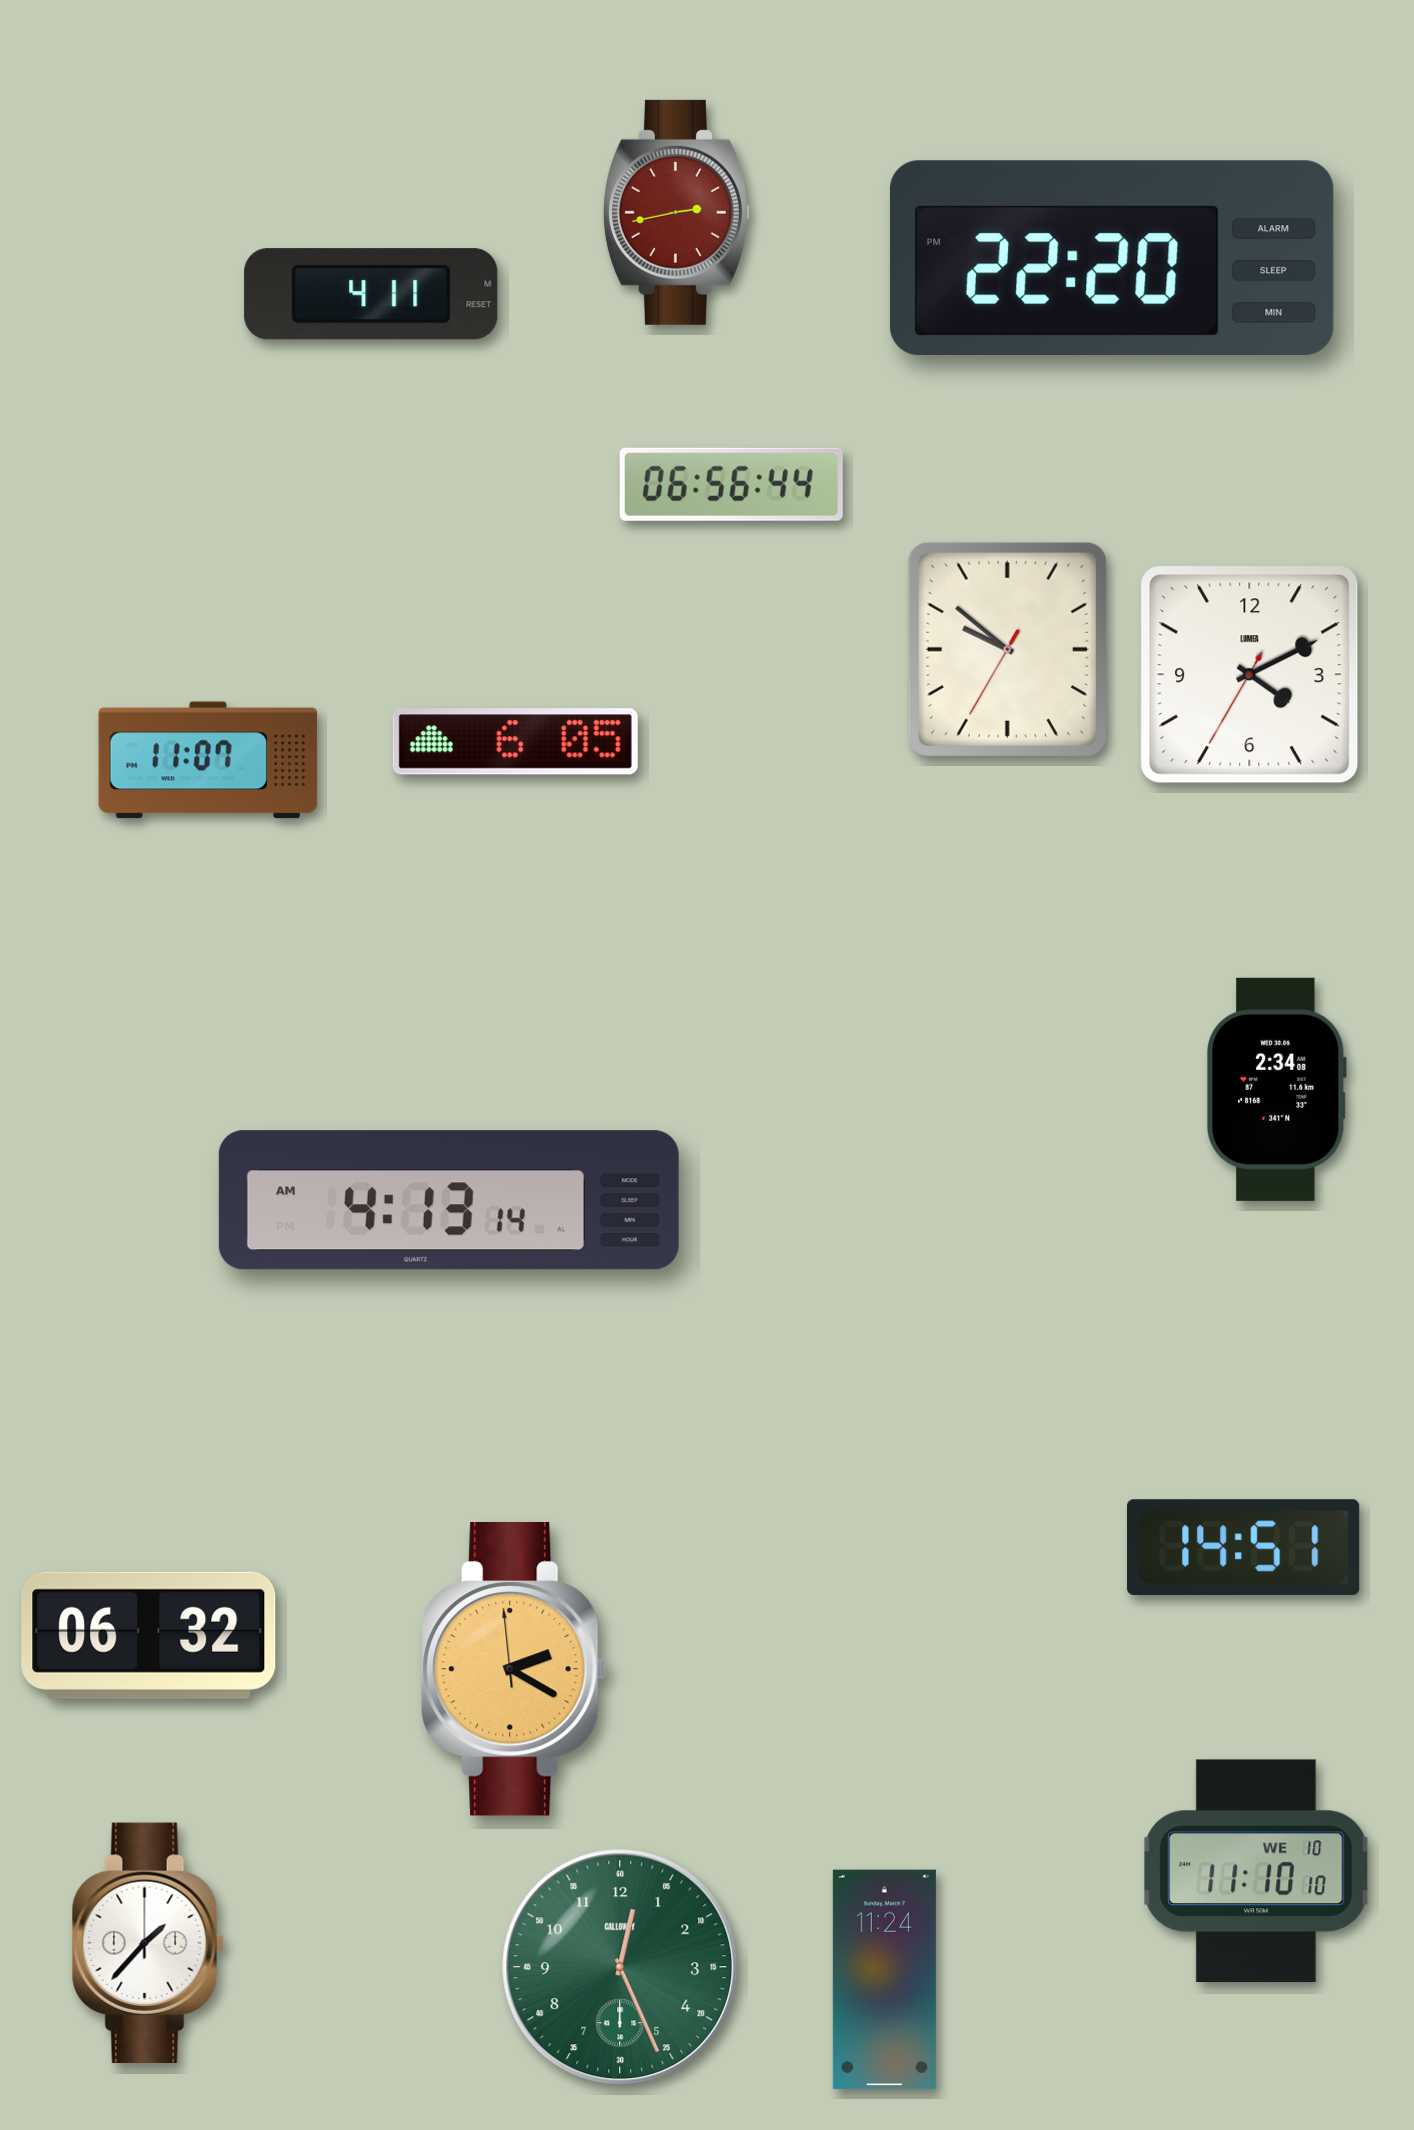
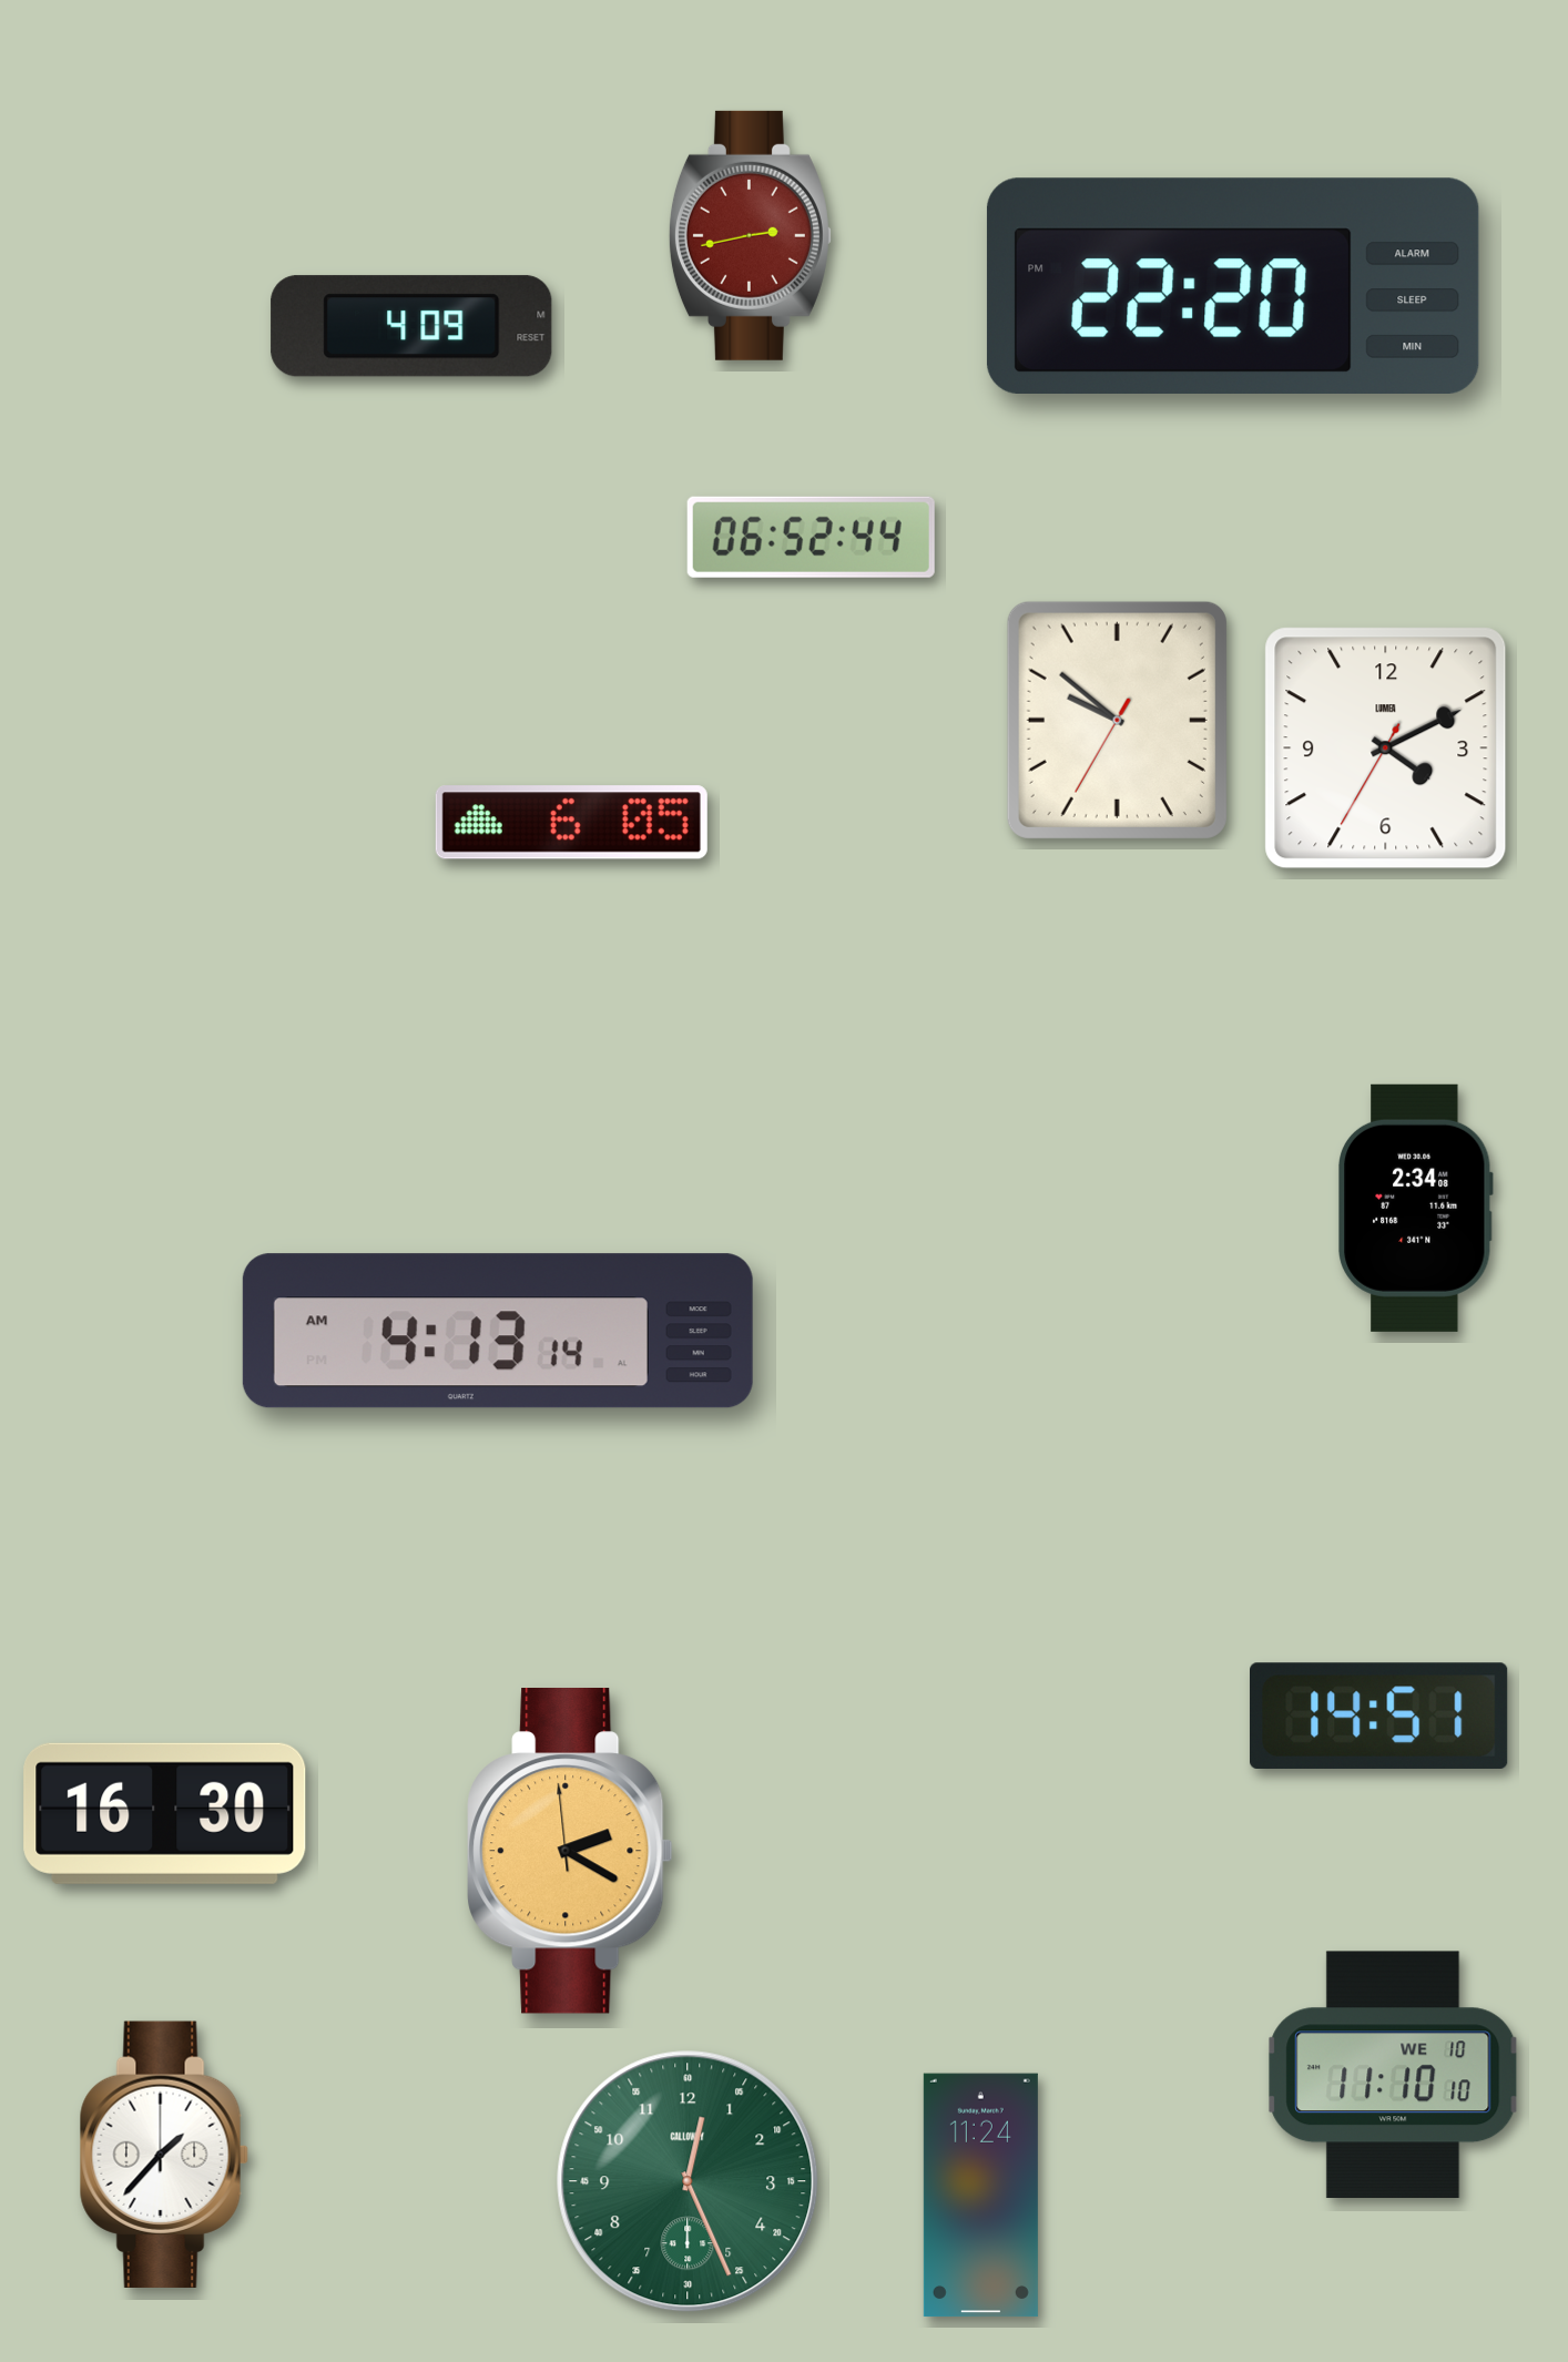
clock at (371, 294): 4:11 -> 4:09
clock at (731, 484): 06:56 -> 06:52
clock at (208, 760): 11:07 -> none
clock at (149, 1635): 06:32 -> 16:30
